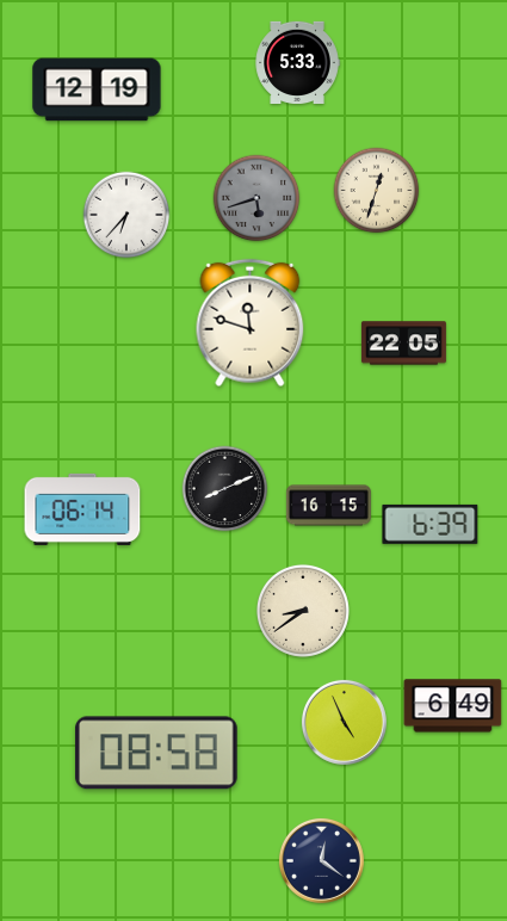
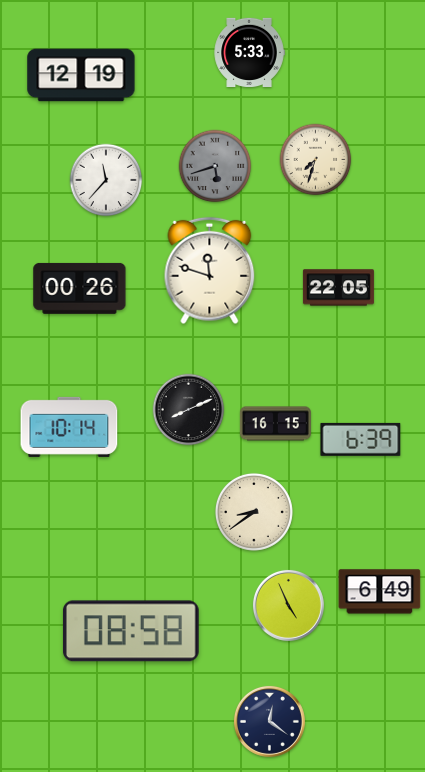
clock at (377, 191): 12:33 -> 7:33
clock at (126, 215): 6:37 -> 11:37
clock at (80, 288): none -> 00:26
clock at (82, 509): 06:14 -> 10:14
